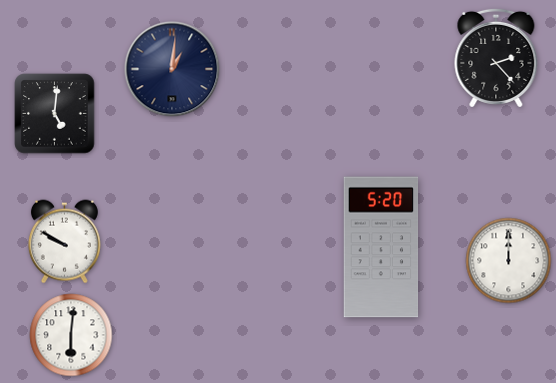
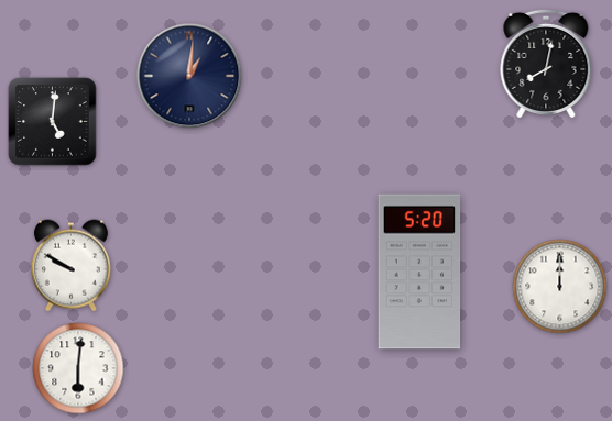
clock at (496, 58): 2:23 -> 8:02
clock at (55, 114) position: (55, 114) -> (53, 122)
